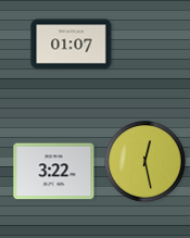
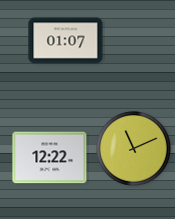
clock at (145, 162): 12:28 -> 11:11
clock at (54, 172): 3:22 -> 12:22
